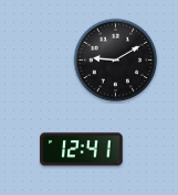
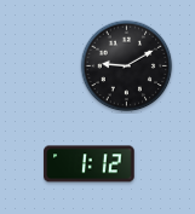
clock at (82, 150): 12:41 -> 1:12
